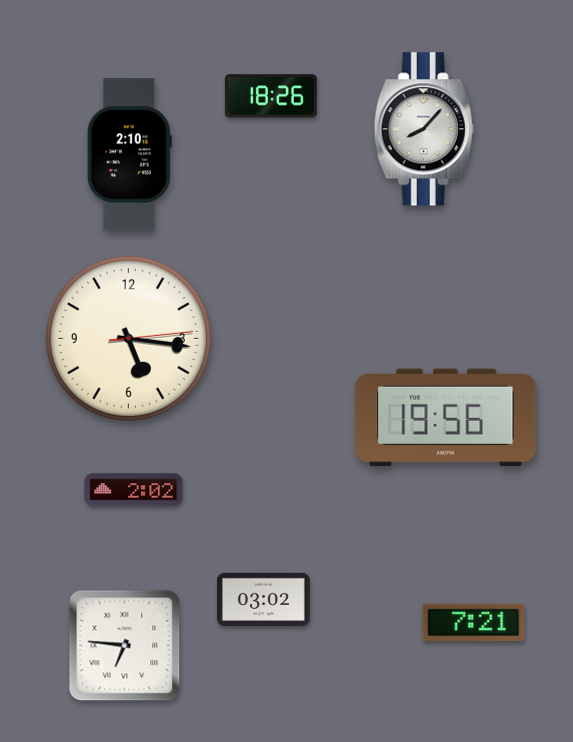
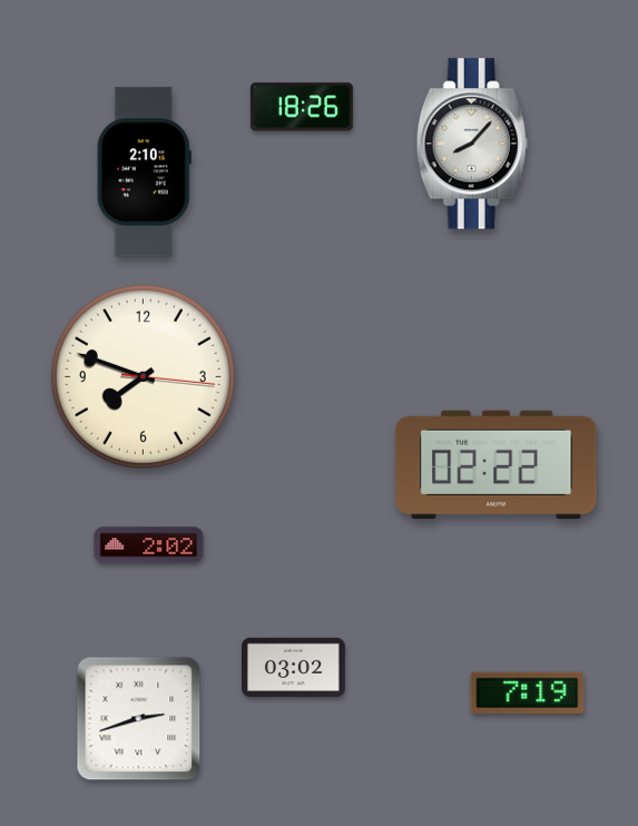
clock at (128, 338): 5:16 -> 7:48
clock at (446, 418): 19:56 -> 02:22
clock at (474, 623): 7:21 -> 7:19
clock at (125, 646): 6:46 -> 2:42
